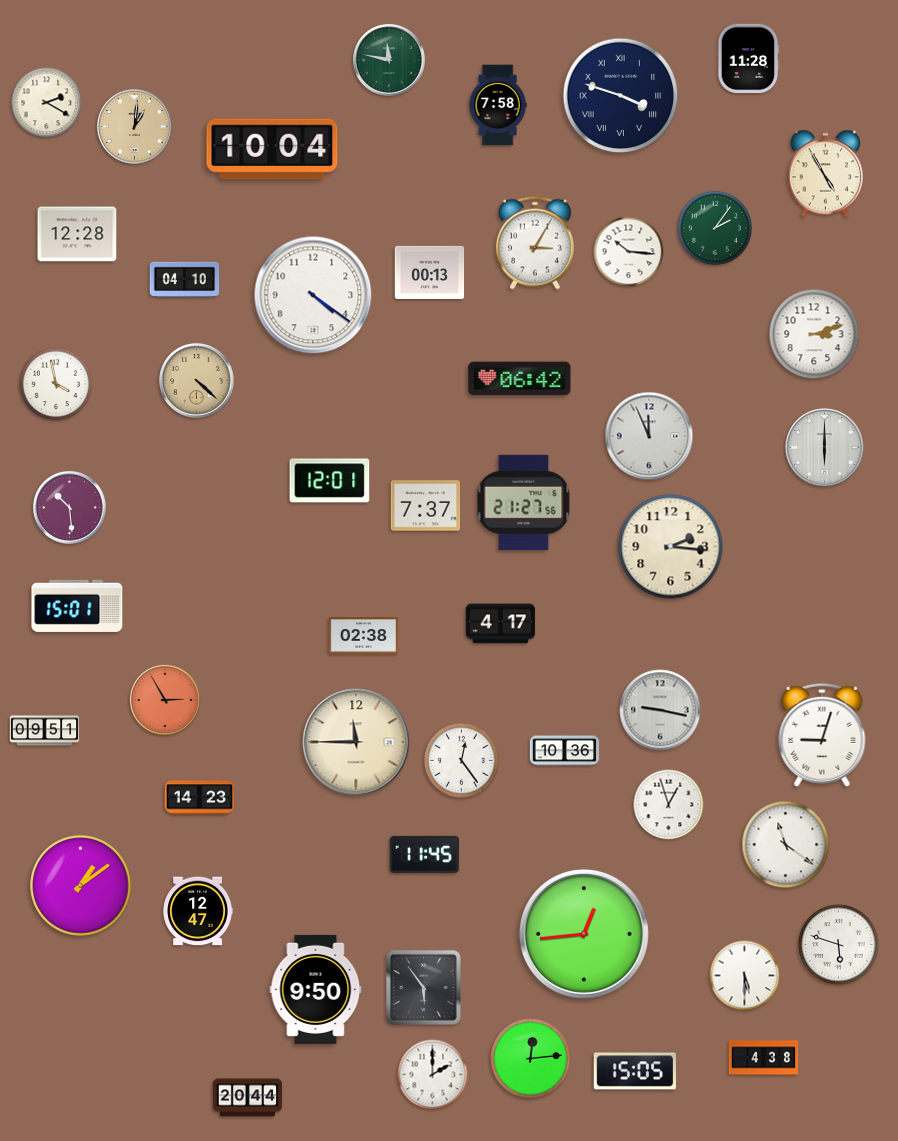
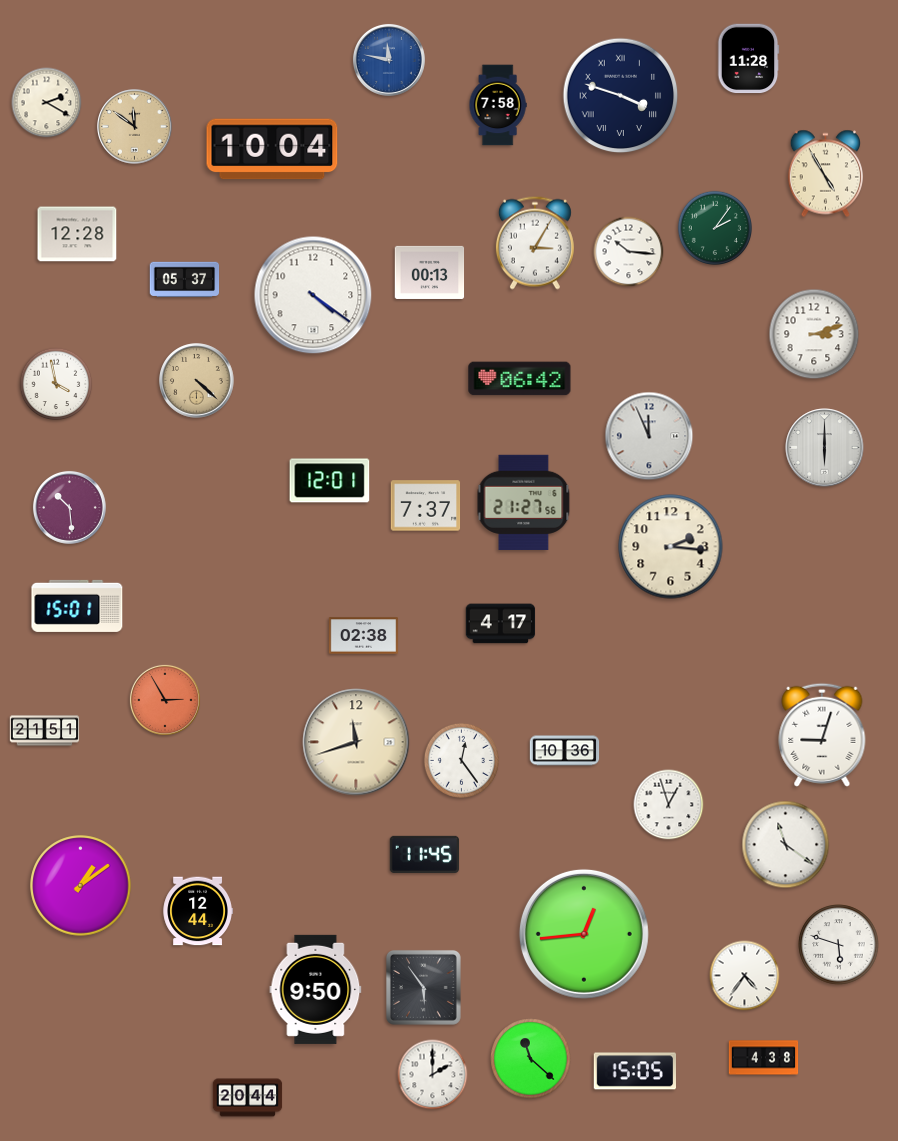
clock at (389, 60) dial: green -> blue
clock at (135, 127): 1:01 -> 11:51
clock at (185, 280): 04:10 -> 05:37
clock at (660, 710): 9:17 -> none
clock at (45, 731): 09:51 -> 21:51
clock at (356, 742): 11:45 -> 11:42
clock at (200, 798): 14:23 -> none
clock at (198, 911): 12:47 -> 12:44
clock at (745, 976): 5:30 -> 4:36
clock at (531, 1059): 12:14 -> 11:22
